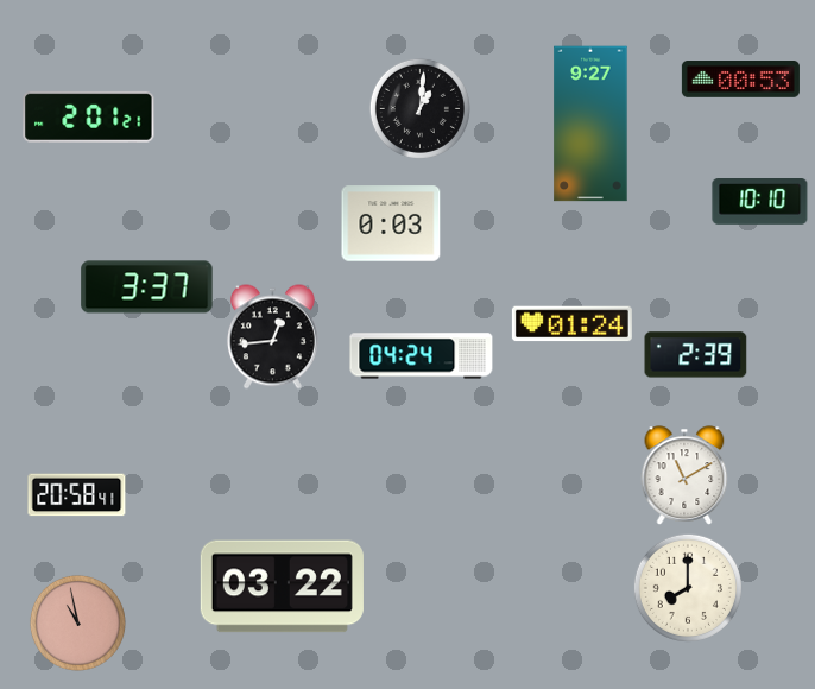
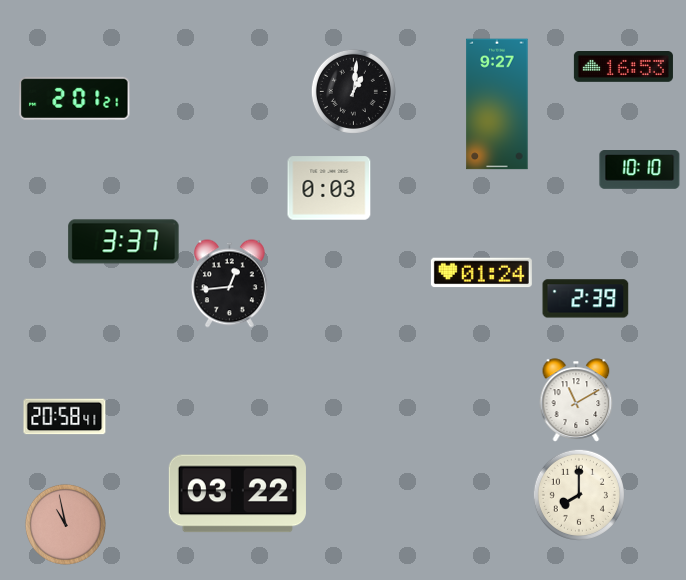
clock at (740, 80): 00:53 -> 16:53
clock at (422, 356): 04:24 -> none
